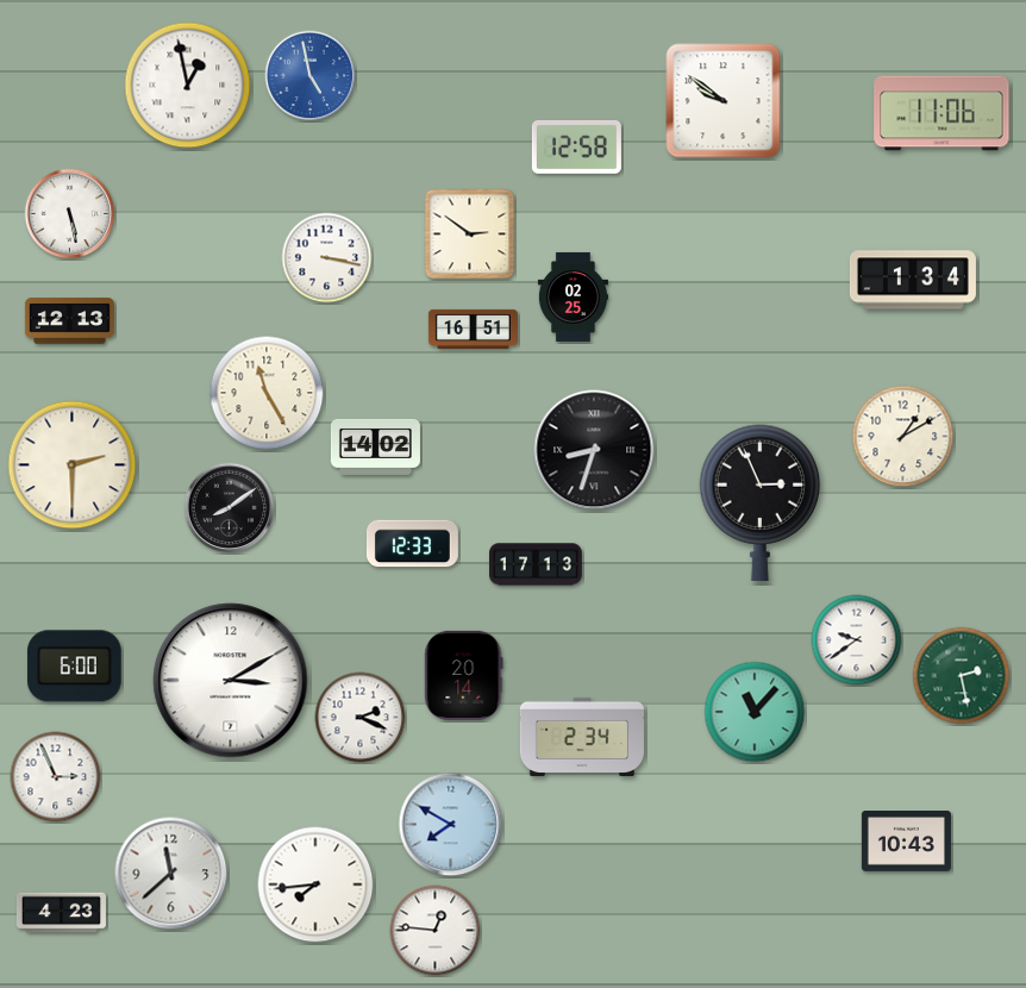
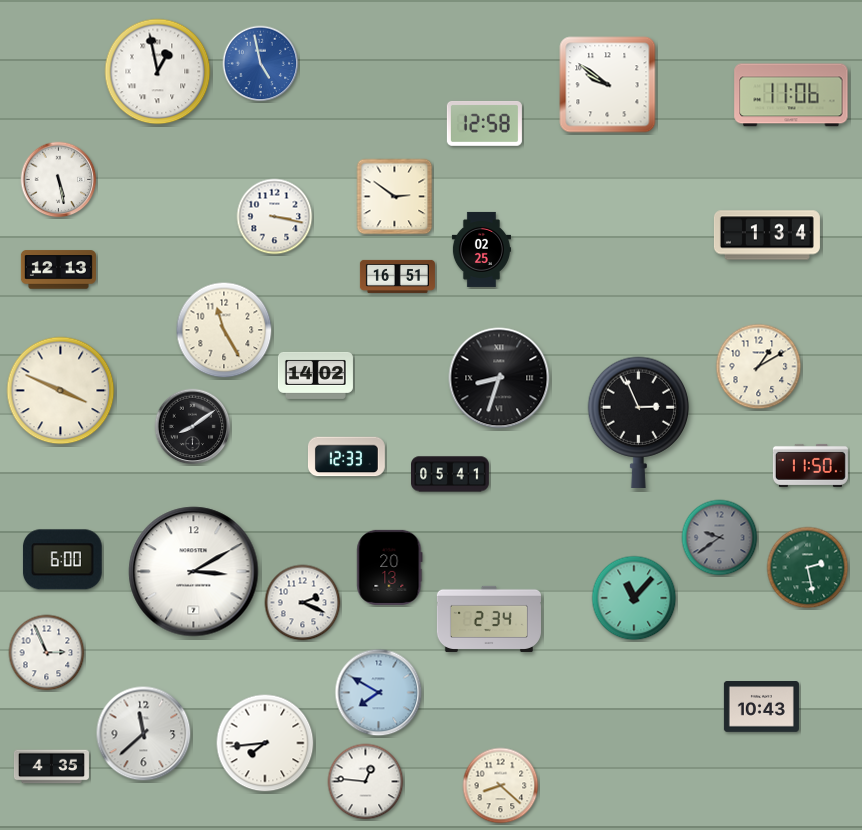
clock at (73, 465): 2:30 -> 3:49
clock at (810, 465): none -> 11:50
clock at (536, 564): 17:13 -> 05:41
clock at (857, 640) dial: white -> grey
clock at (464, 675): 20:14 -> 20:13
clock at (61, 913): 4:23 -> 4:35
clock at (501, 786): none -> 8:22
